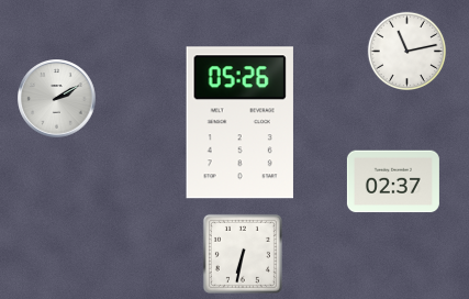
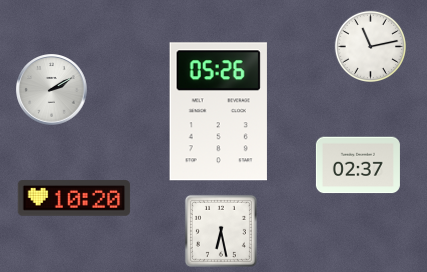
clock at (74, 198): none -> 10:20
clock at (243, 254): 6:32 -> 6:28
